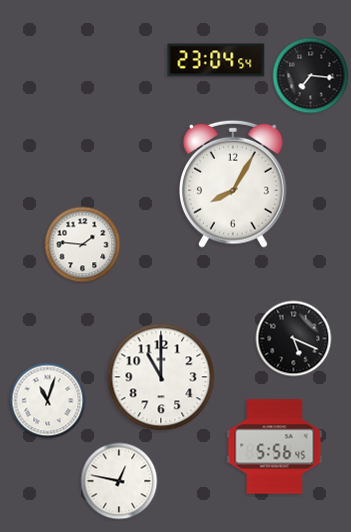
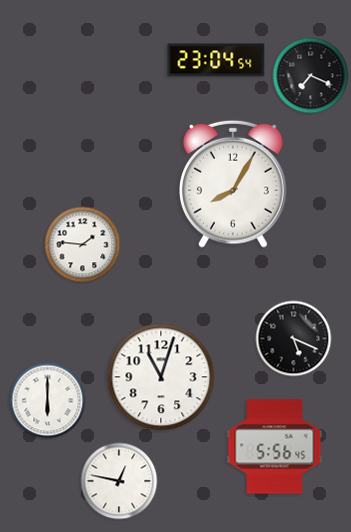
clock at (311, 76): 7:16 -> 7:19
clock at (161, 377): 11:00 -> 11:03
clock at (48, 401): 11:03 -> 6:00
